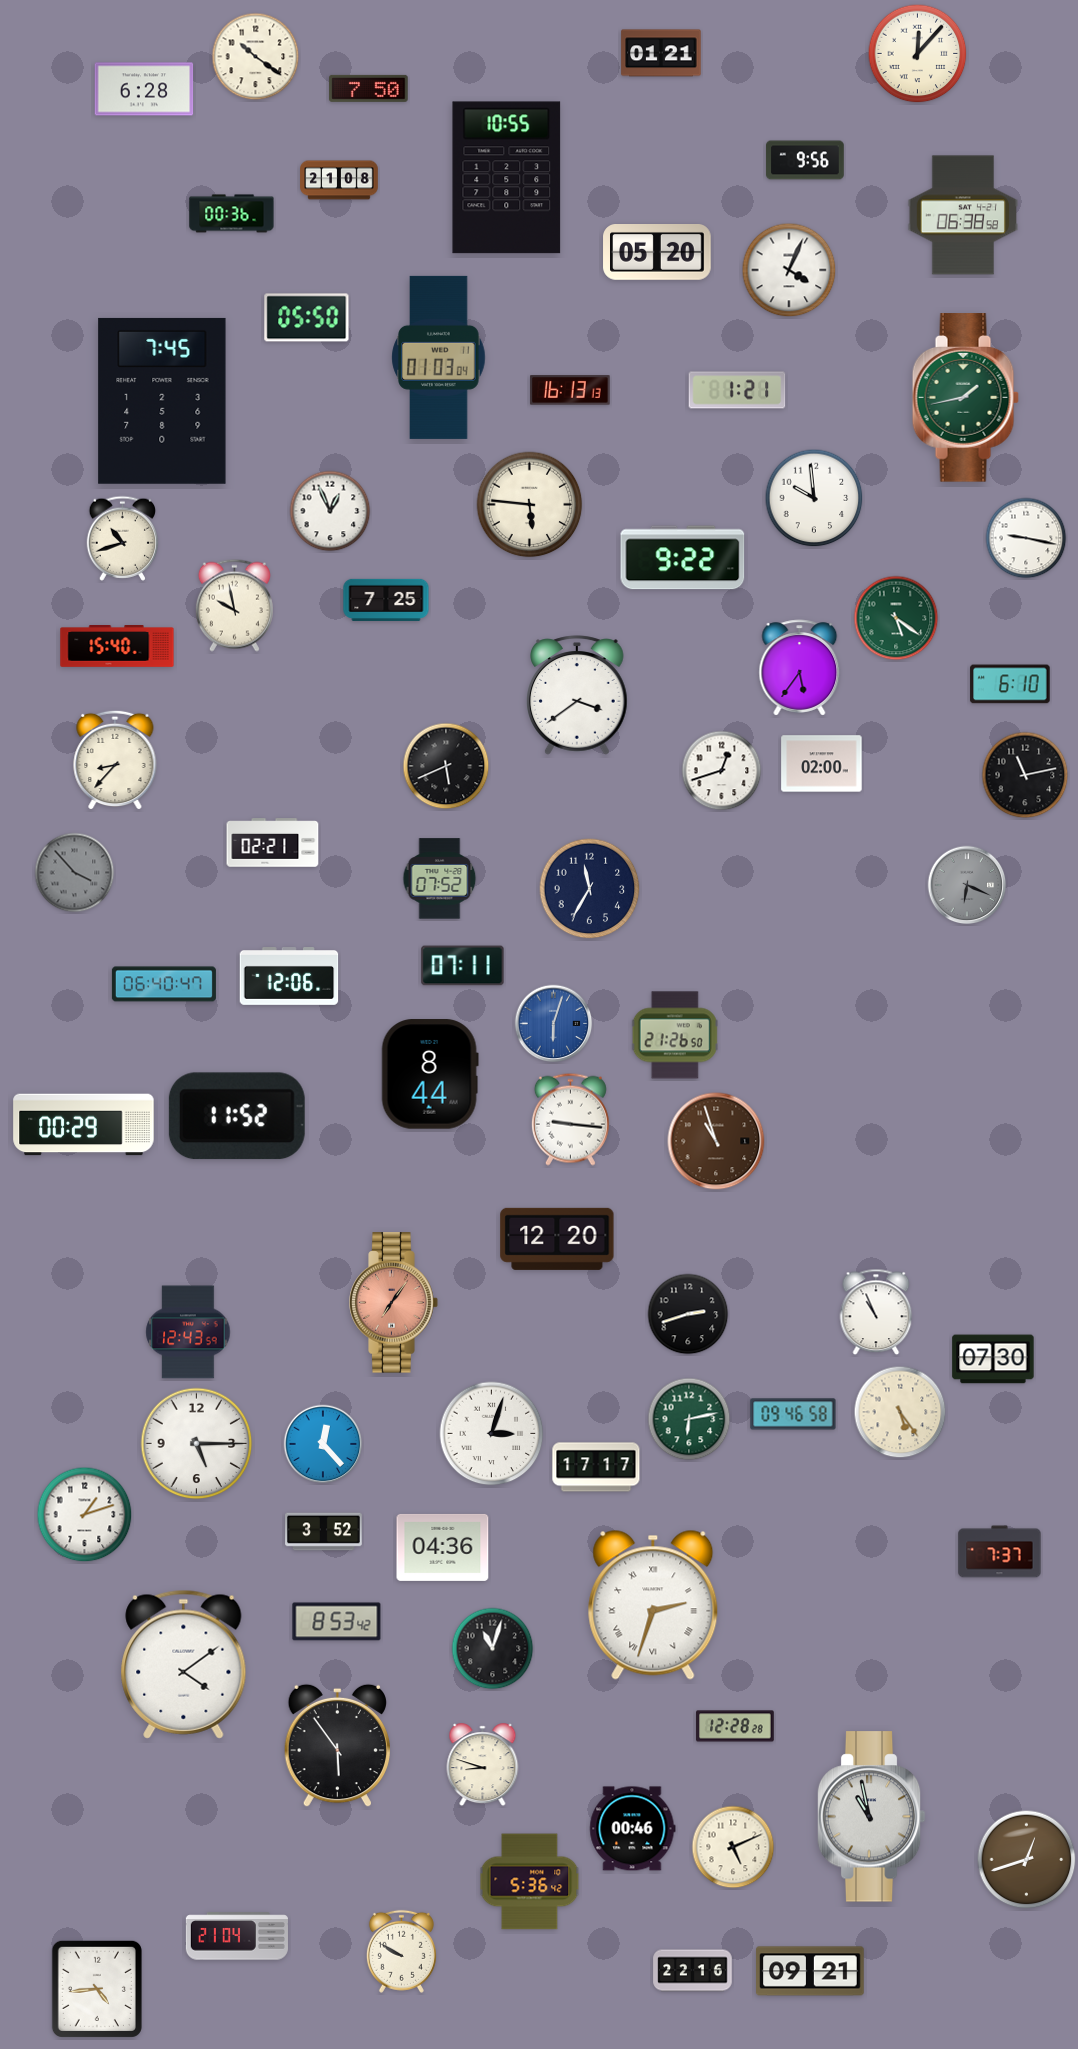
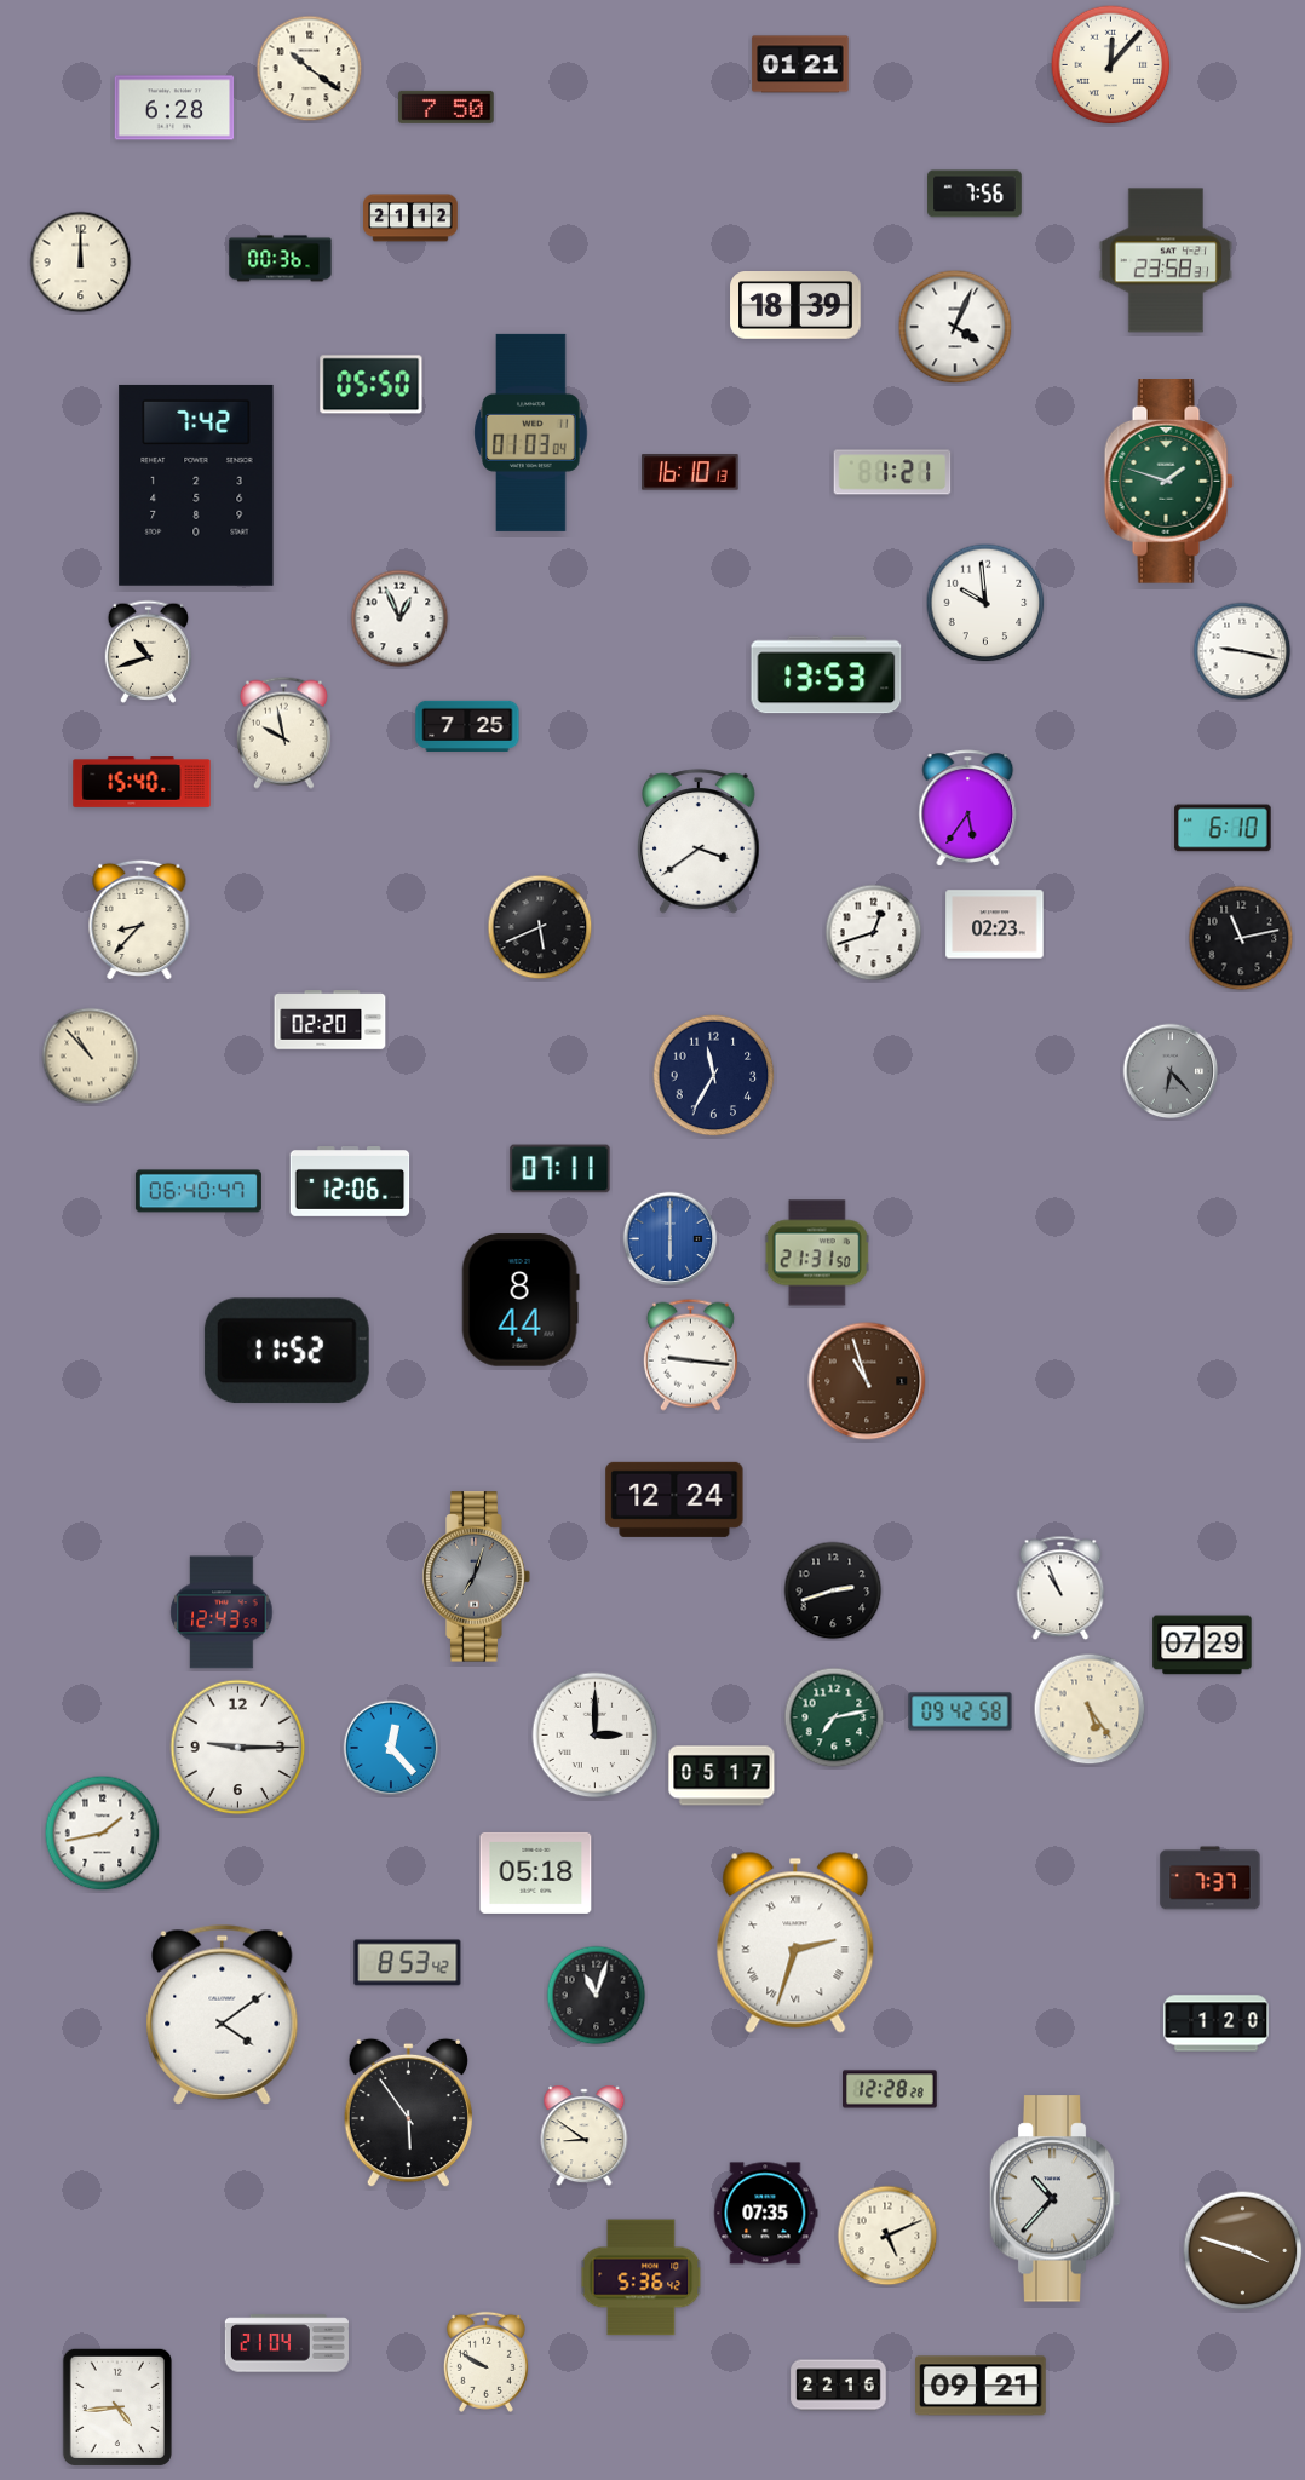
clock at (805, 160): 9:56 -> 7:56
clock at (507, 178): 10:55 -> none
clock at (339, 180): 21:08 -> 21:12
clock at (963, 215): 06:38 -> 23:58
clock at (81, 263): none -> 12:00
clock at (657, 253): 05:20 -> 18:39
clock at (570, 390): 16:13 -> 16:10
clock at (965, 398): 1:43 -> 1:48
clock at (162, 401): 7:45 -> 7:42
clock at (530, 505): 5:46 -> none
clock at (683, 558): 9:22 -> 13:53
clock at (896, 618): 5:21 -> none
clock at (822, 764): 02:00 -> 02:23
clock at (273, 843): 02:21 -> 02:20
clock at (75, 873): 3:53 -> 10:53
clock at (75, 873) dial: grey -> cream
clock at (440, 879): 07:52 -> none
clock at (967, 885): 6:19 -> 6:23
clock at (554, 1024): 6:03 -> 6:00
clock at (675, 1035): 21:26 -> 21:31
clock at (84, 1125): 00:29 -> none
clock at (557, 1239): 12:20 -> 12:24
clock at (394, 1303): 7:06 -> 7:03
clock at (394, 1303) dial: salmon -> grey
clock at (188, 1332) position: (188, 1332) -> (222, 1612)
clock at (993, 1359): 07:30 -> 07:29
clock at (793, 1414): 09:46 -> 09:42
clock at (689, 1419): 6:13 -> 7:13
clock at (492, 1434): 3:03 -> 3:00
clock at (197, 1444): 5:15 -> 9:15
clock at (596, 1467): 17:17 -> 05:17
clock at (85, 1515): 1:12 -> 1:43
clock at (324, 1532): 3:52 -> none
clock at (443, 1547): 04:36 -> 05:18
clock at (653, 1605) position: (653, 1605) -> (795, 1943)
clock at (1217, 2024): none -> 1:20
clock at (483, 1765): 8:48 -> 8:51
clock at (871, 1817): 10:58 -> 10:37
clock at (633, 1829): 00:46 -> 07:35
clock at (1027, 1860): 12:42 -> 3:48
